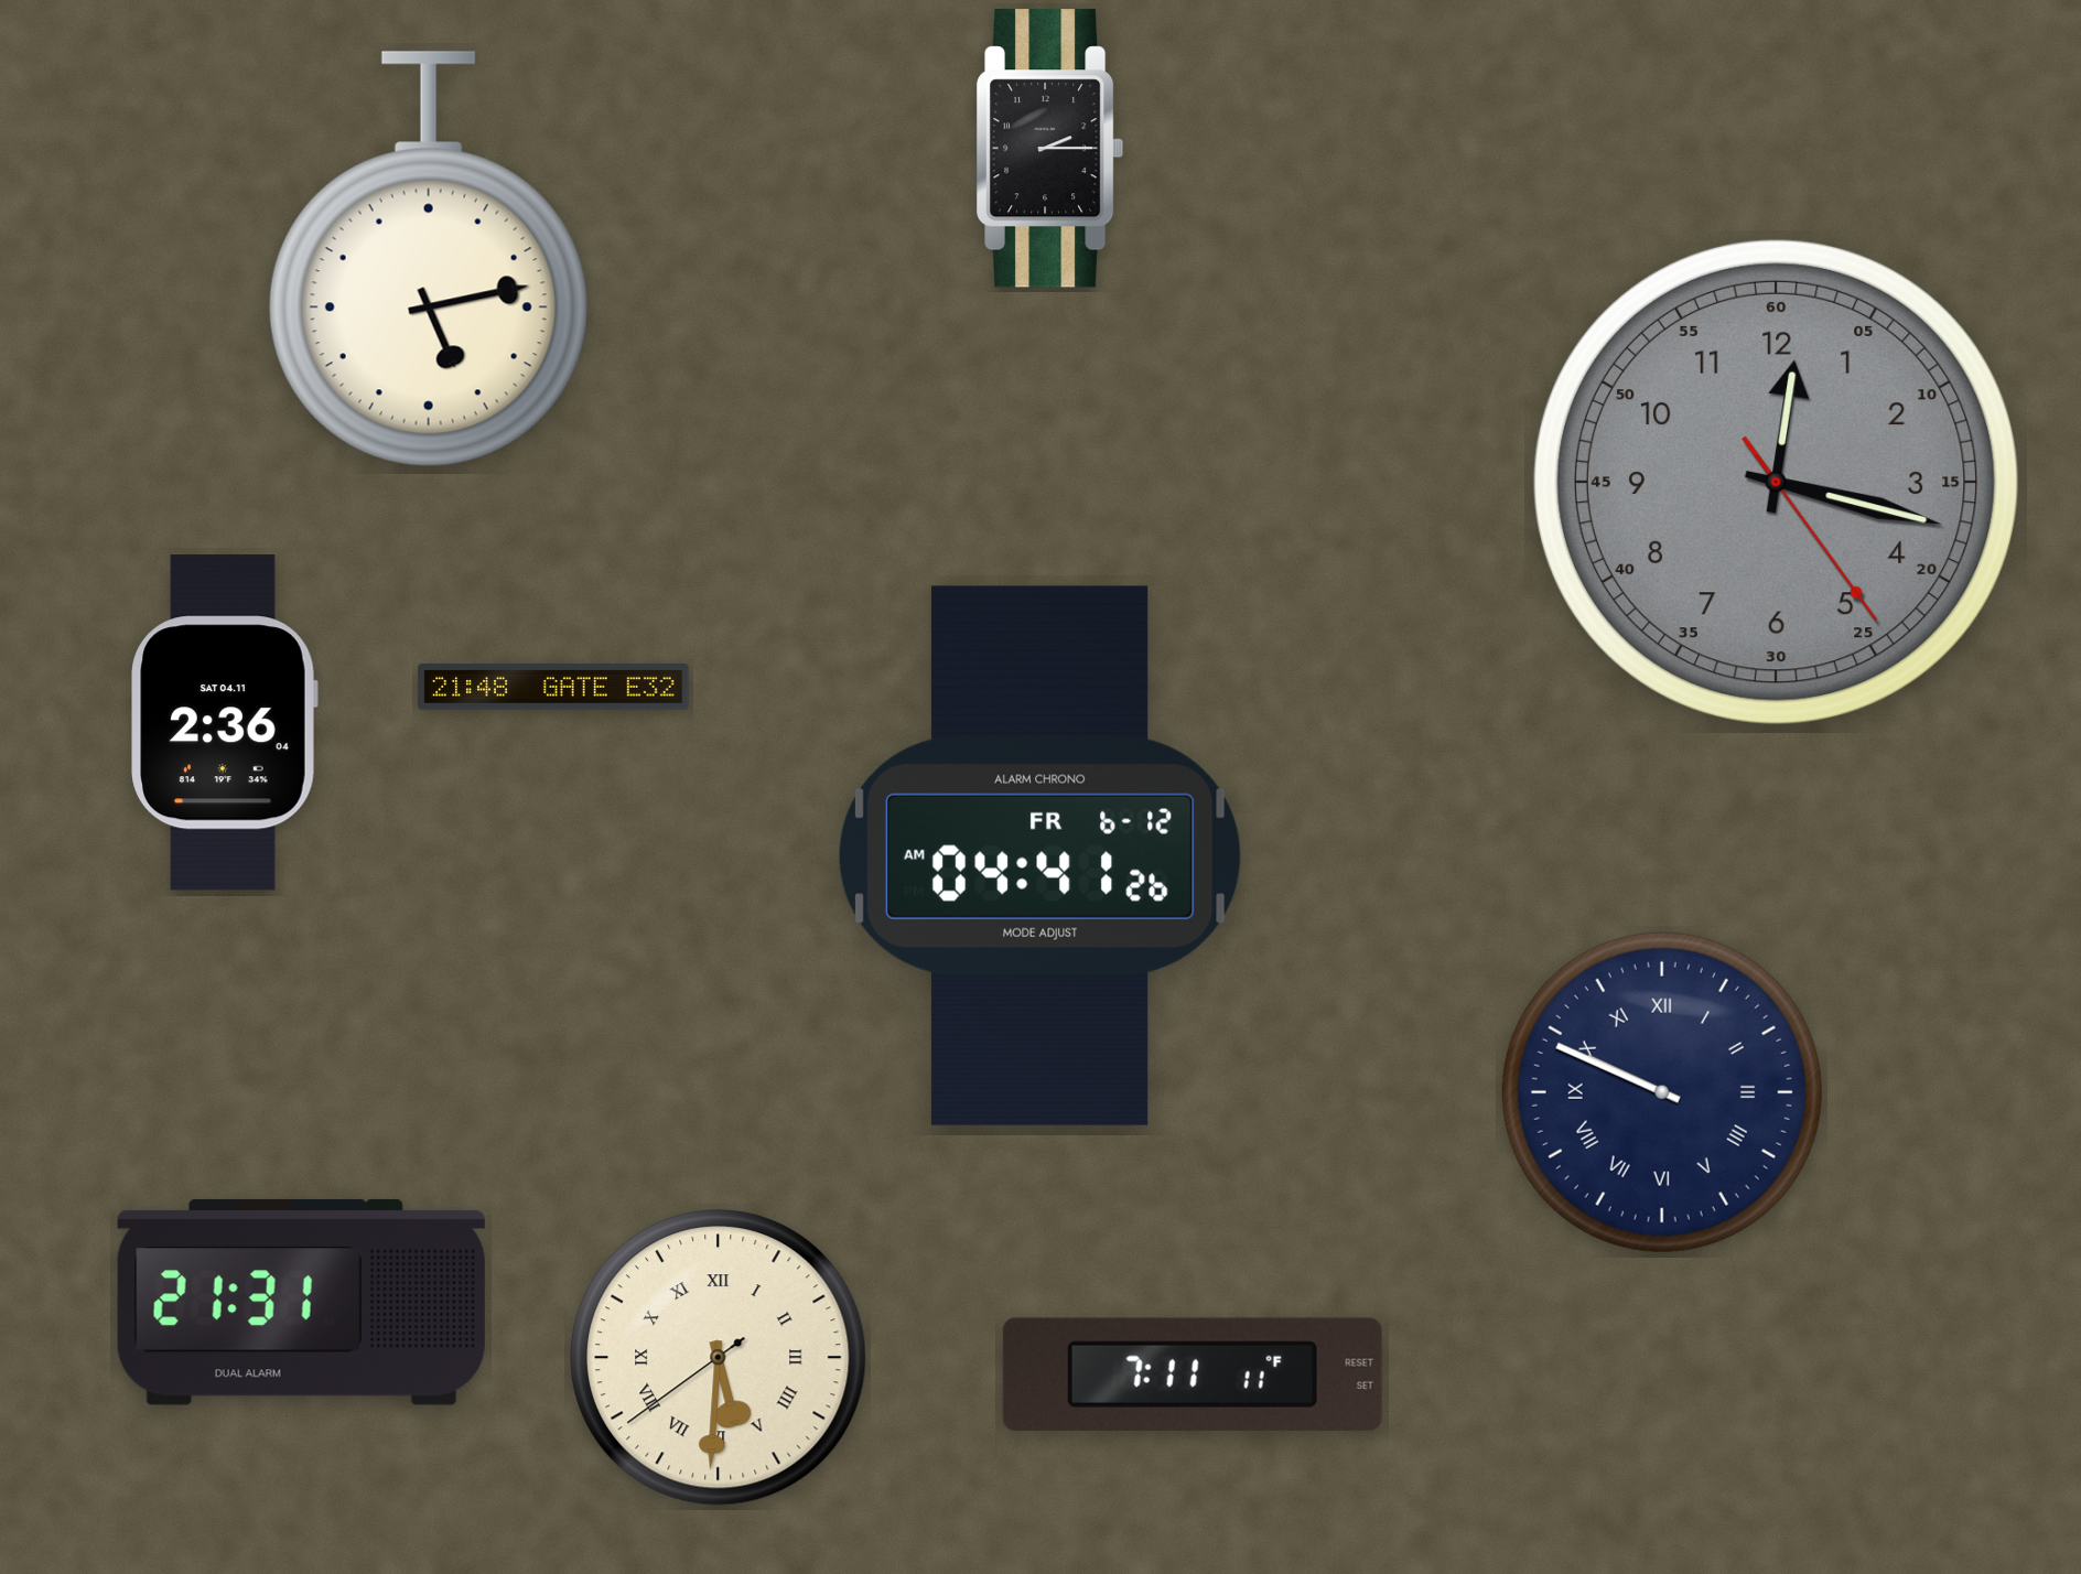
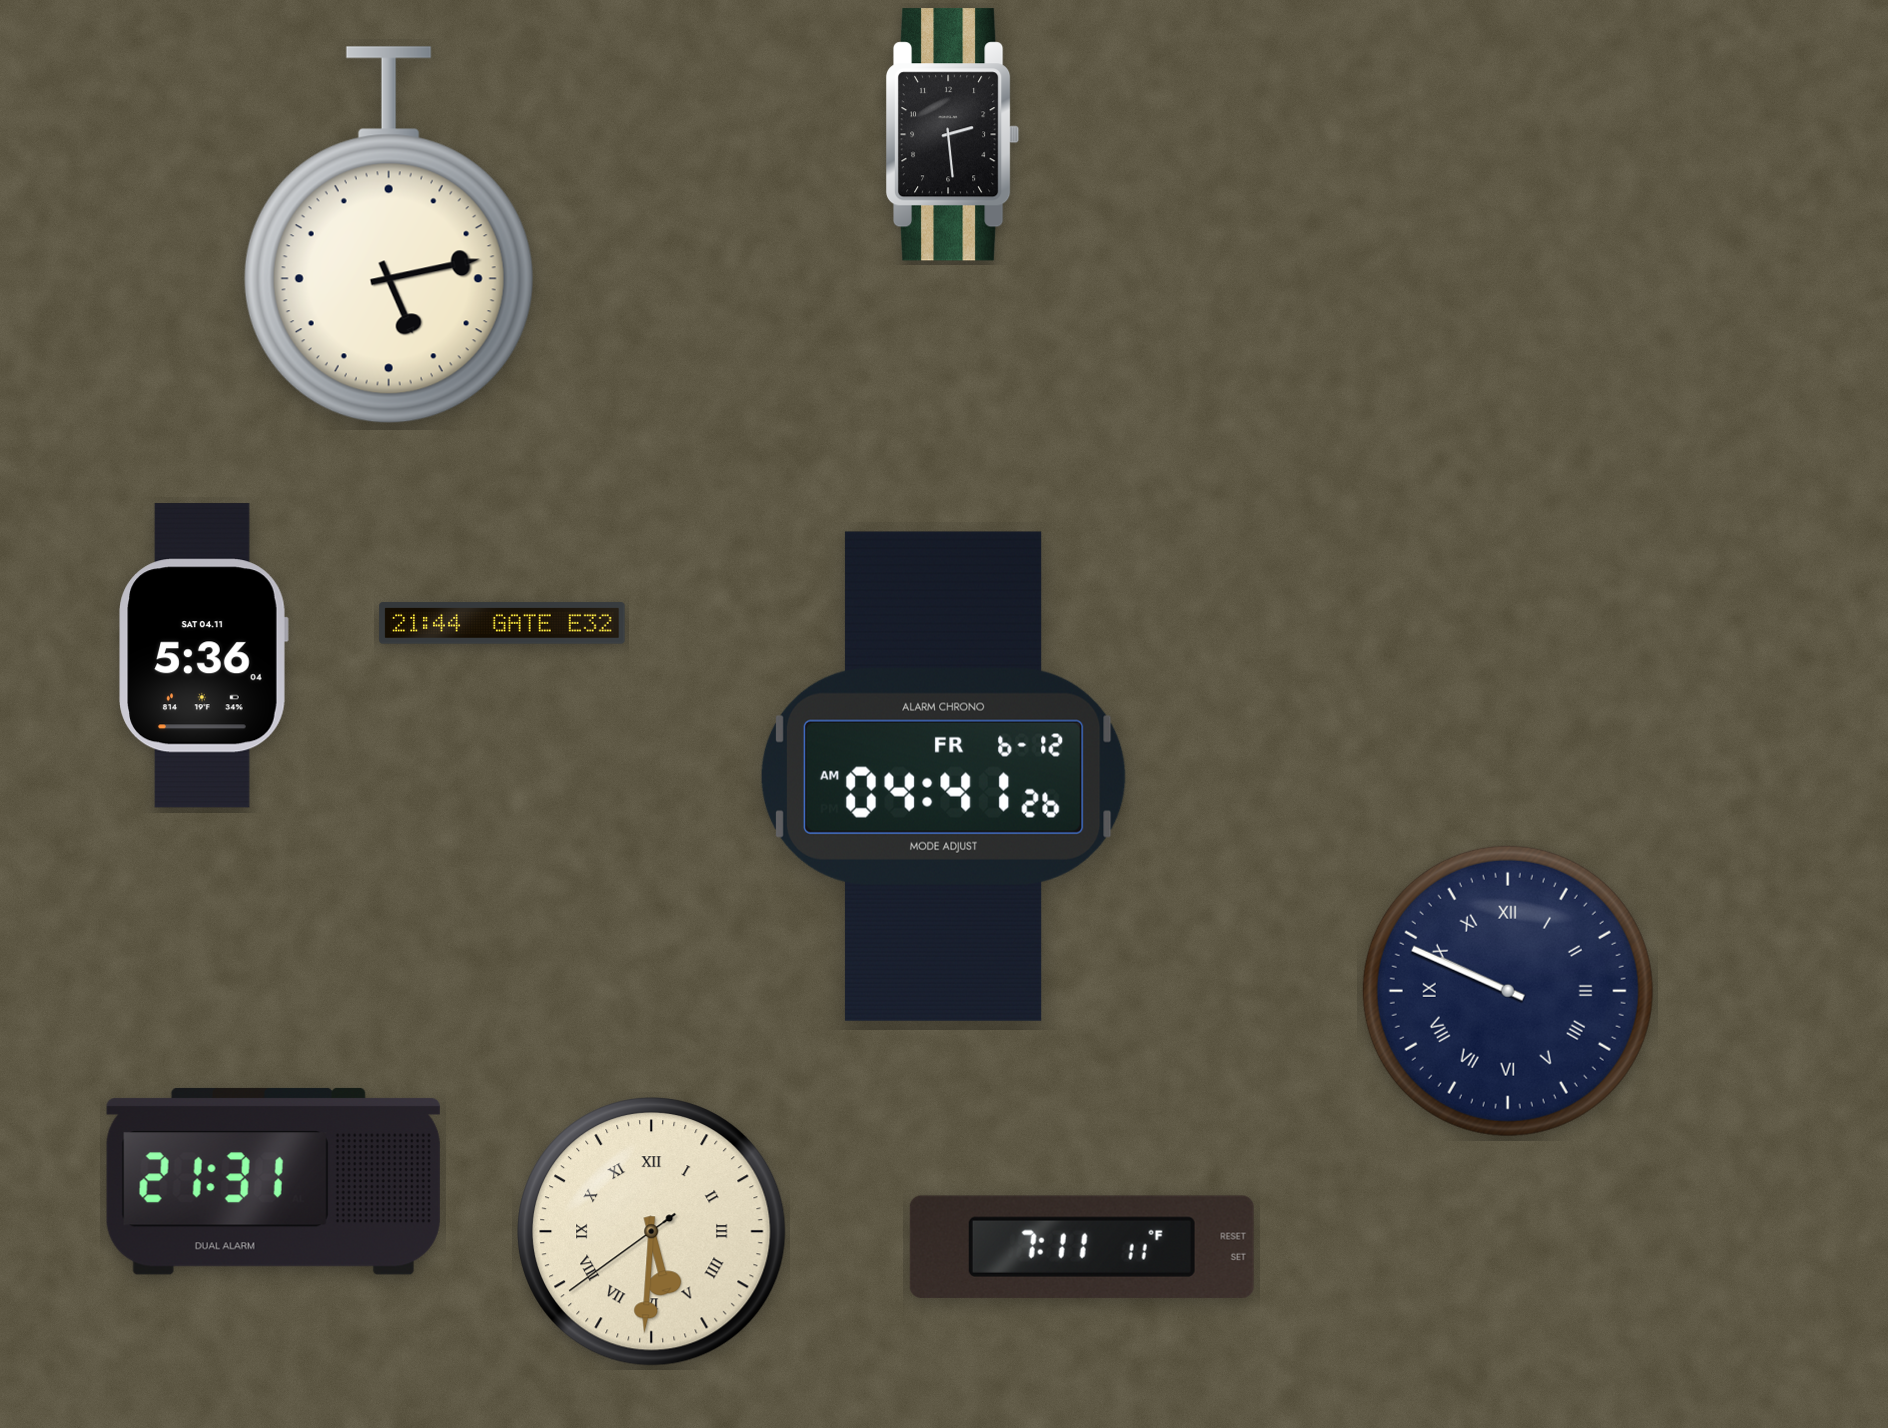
clock at (1049, 149): 2:15 -> 2:29
clock at (1776, 482): 12:17 -> none
clock at (553, 687): 21:48 -> 21:44
clock at (224, 723): 2:36 -> 5:36
